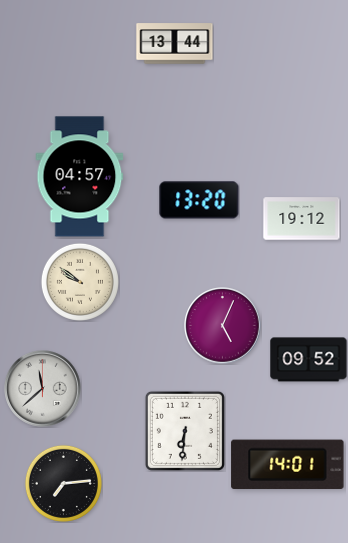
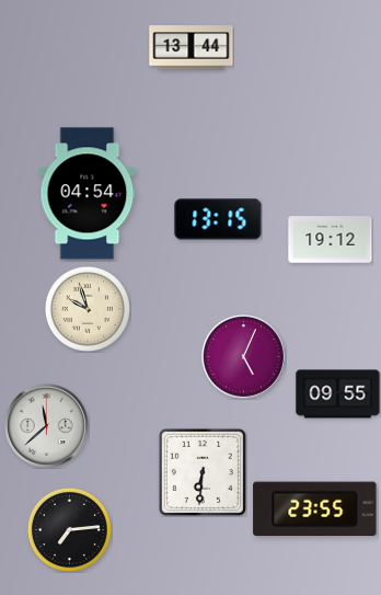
clock at (80, 177): 04:57 -> 04:54
clock at (199, 200): 13:20 -> 13:15
clock at (80, 282): 9:51 -> 9:57
clock at (309, 360): 09:52 -> 09:55
clock at (288, 465): 14:01 -> 23:55
